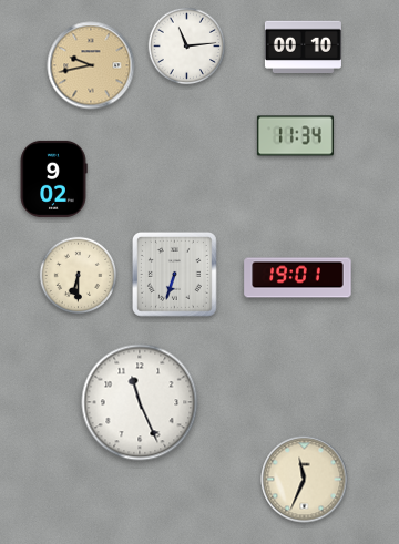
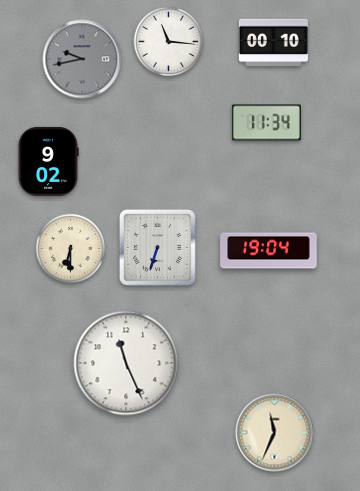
clock at (187, 47): 11:14 -> 11:16
clock at (91, 65) dial: champagne -> grey
clock at (298, 278): 19:01 -> 19:04
